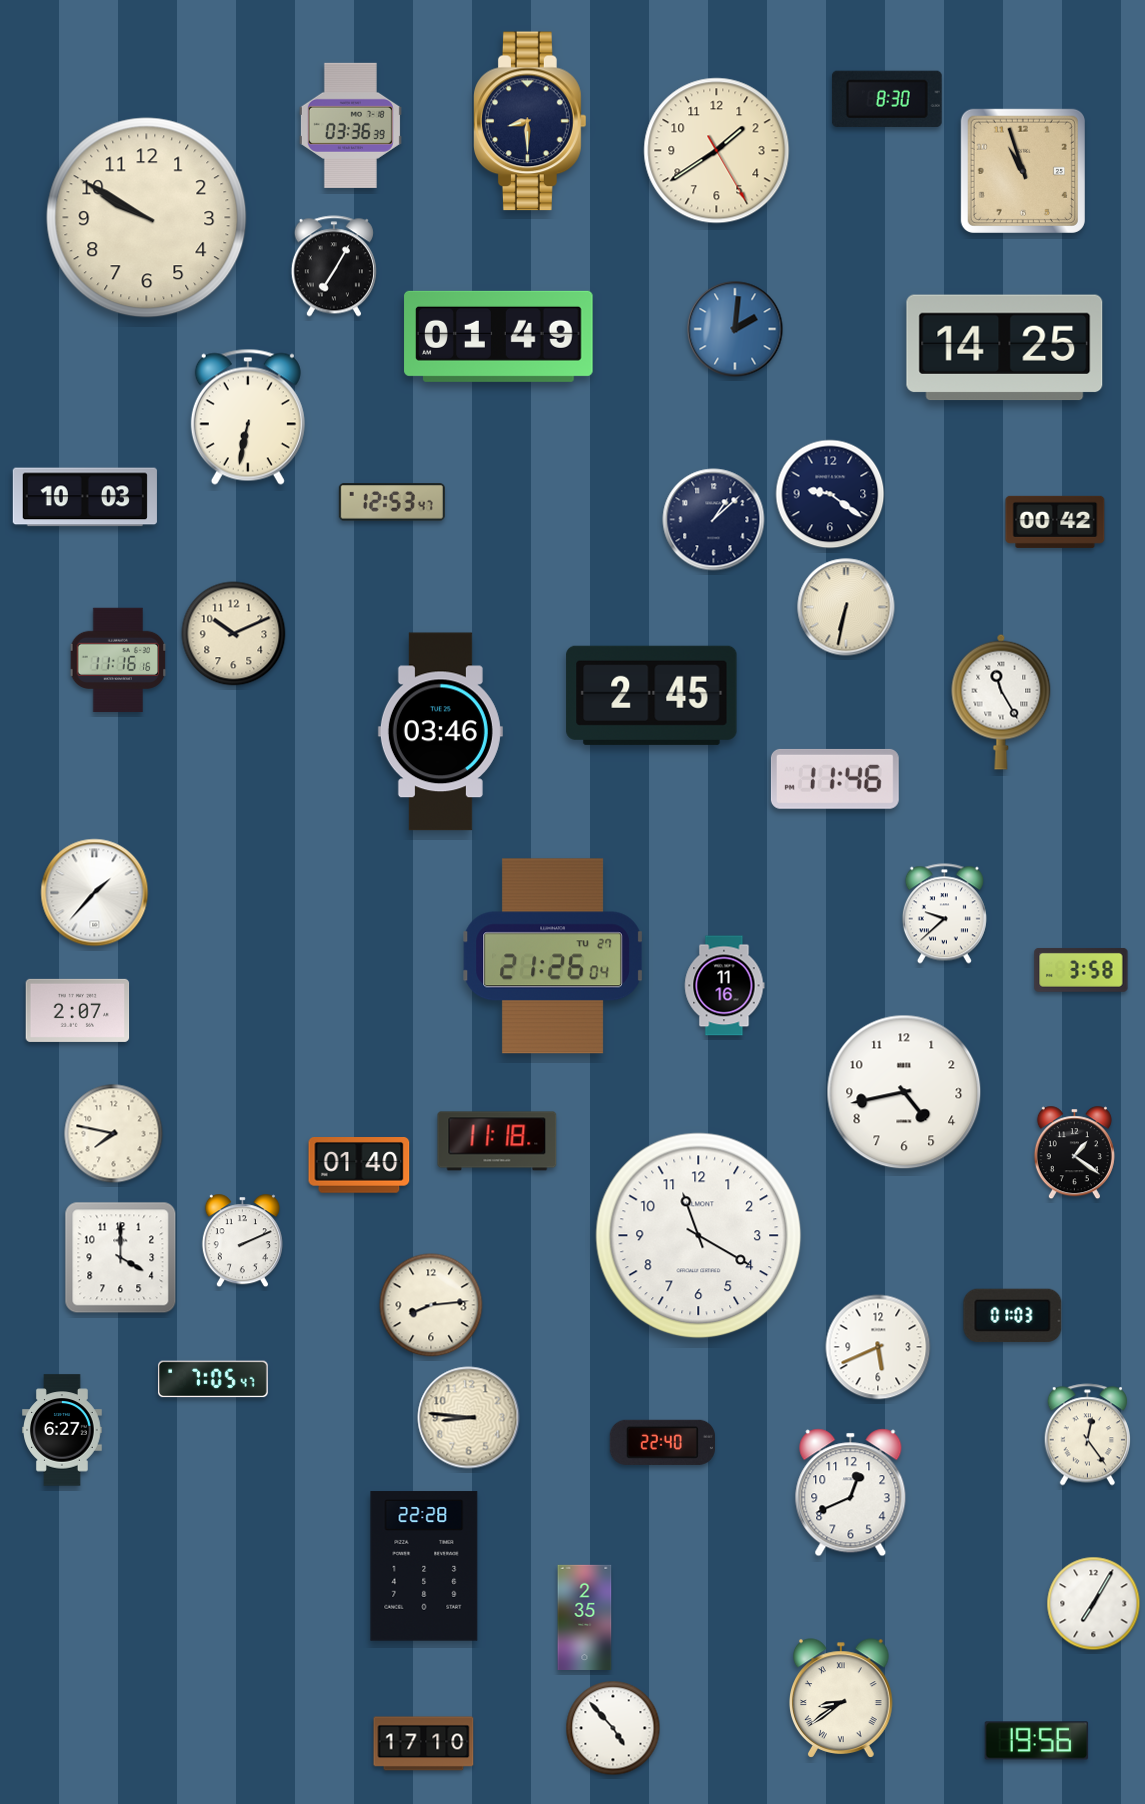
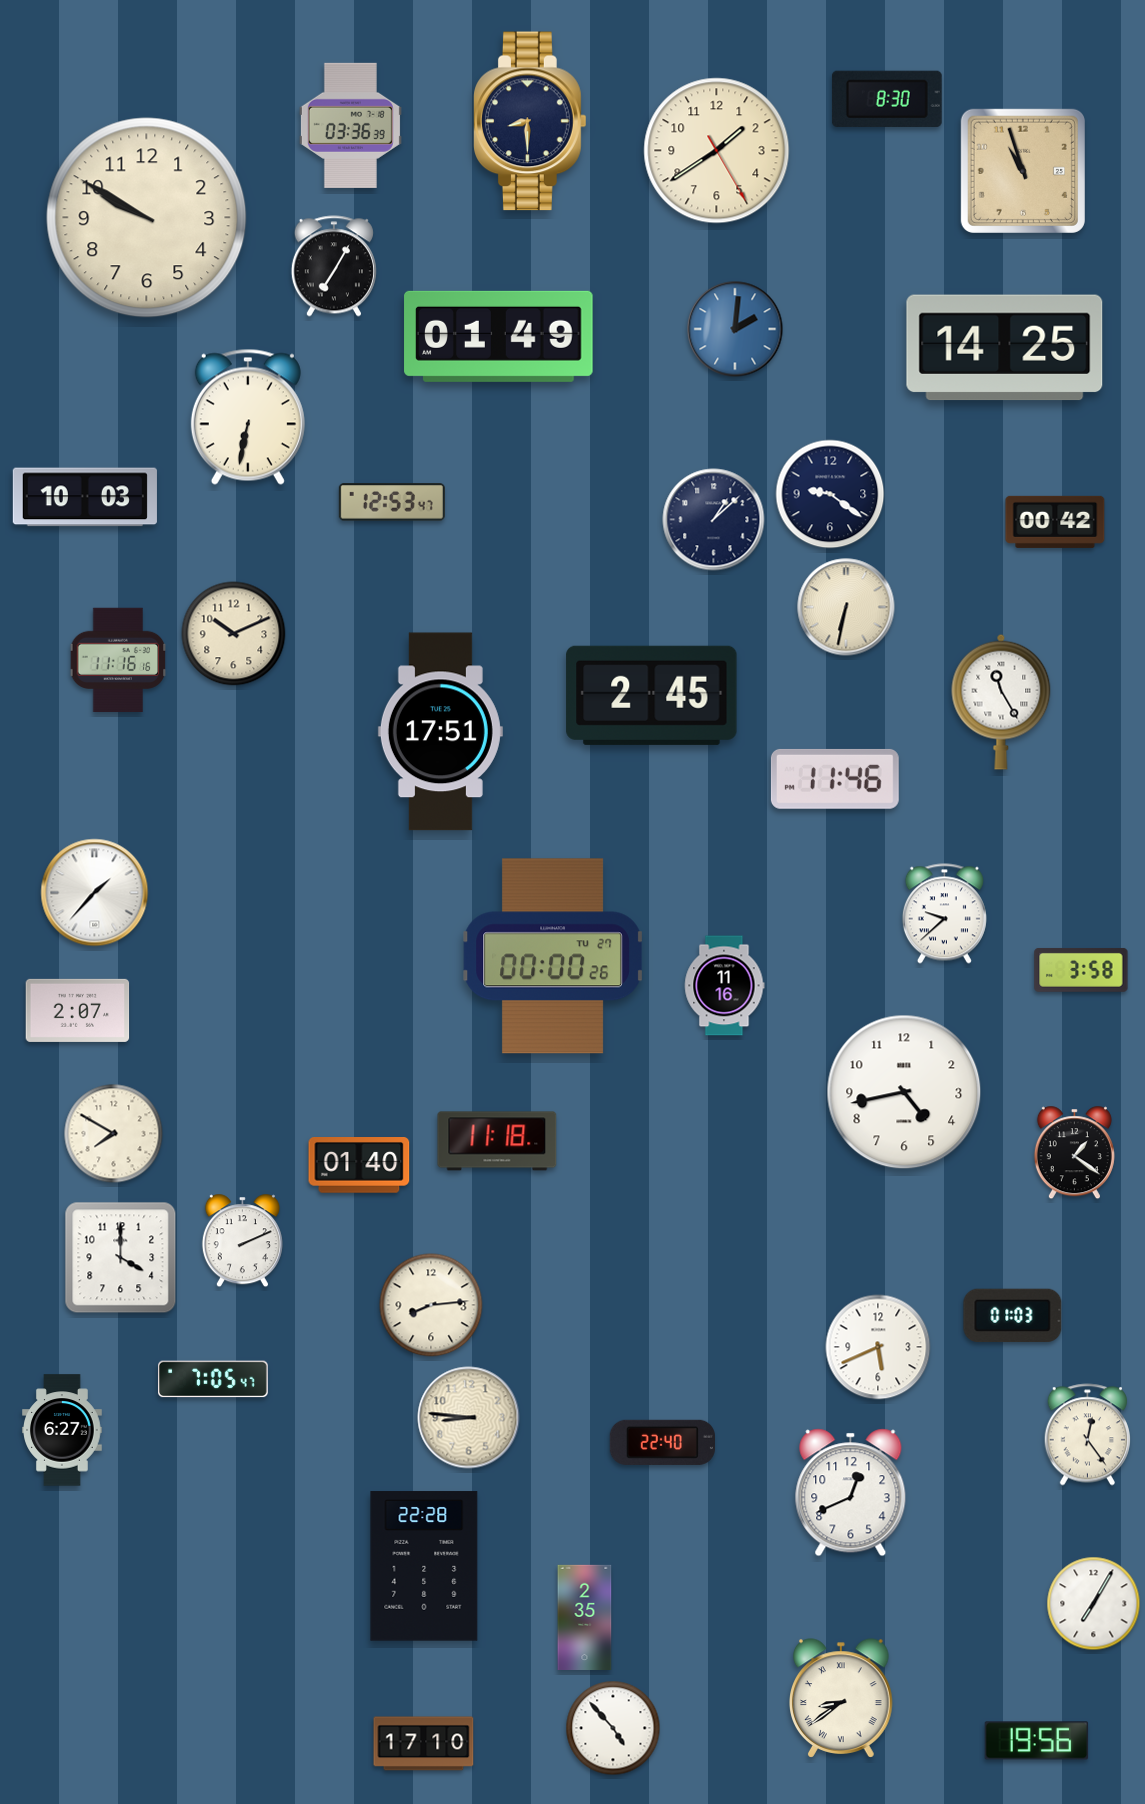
clock at (440, 732): 03:46 -> 17:51
clock at (553, 956): 21:26 -> 00:00
clock at (114, 1134): 7:47 -> 7:50
clock at (699, 1236): 11:20 -> none
